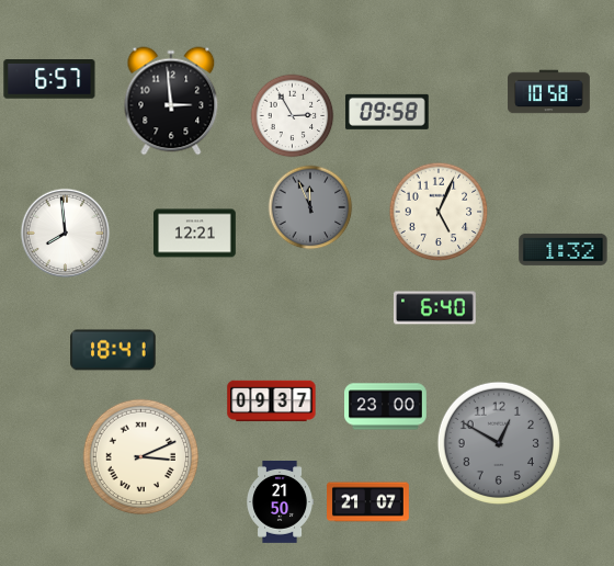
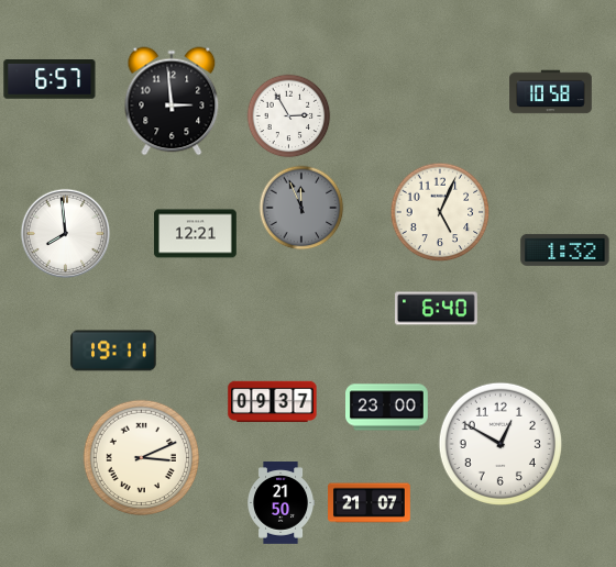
clock at (388, 112): 09:58 -> none
clock at (293, 116) position: (293, 116) -> (289, 116)
clock at (310, 207) position: (310, 207) -> (301, 208)
clock at (113, 350): 18:41 -> 19:11
clock at (498, 442) dial: grey -> white
